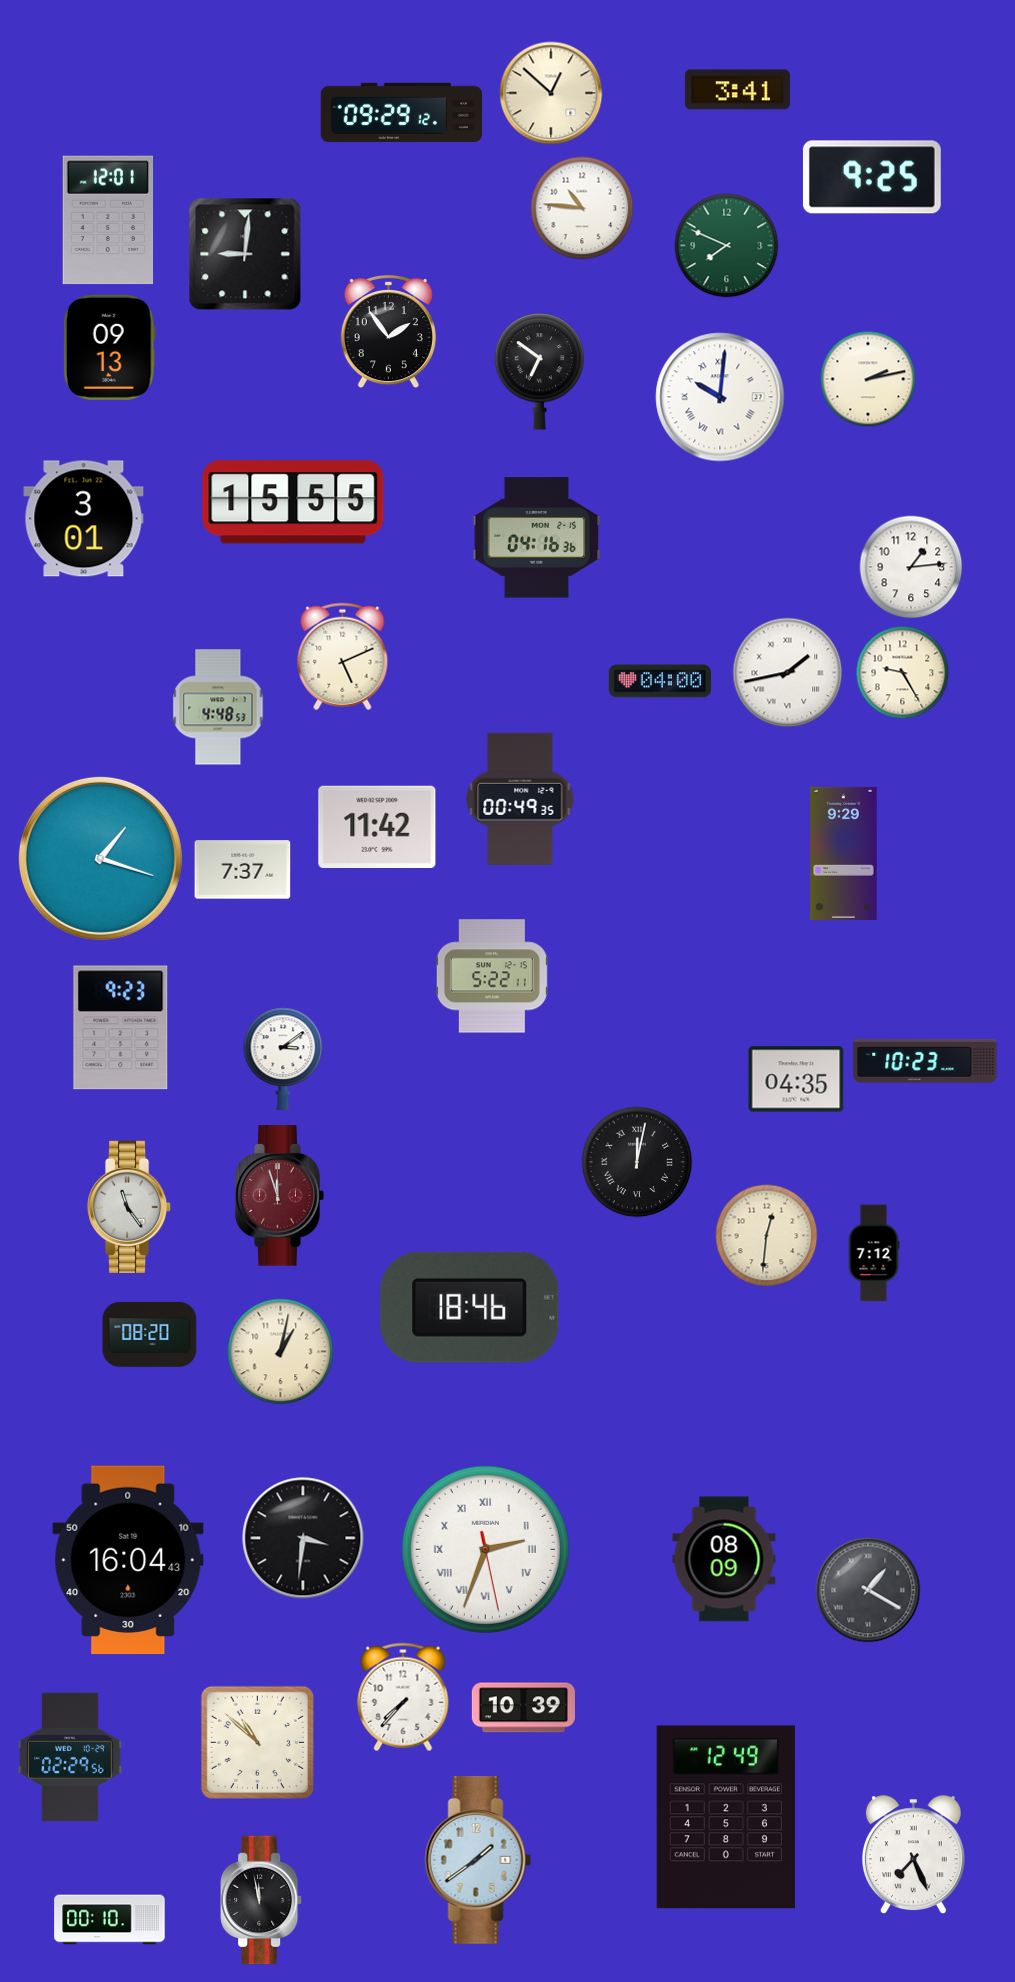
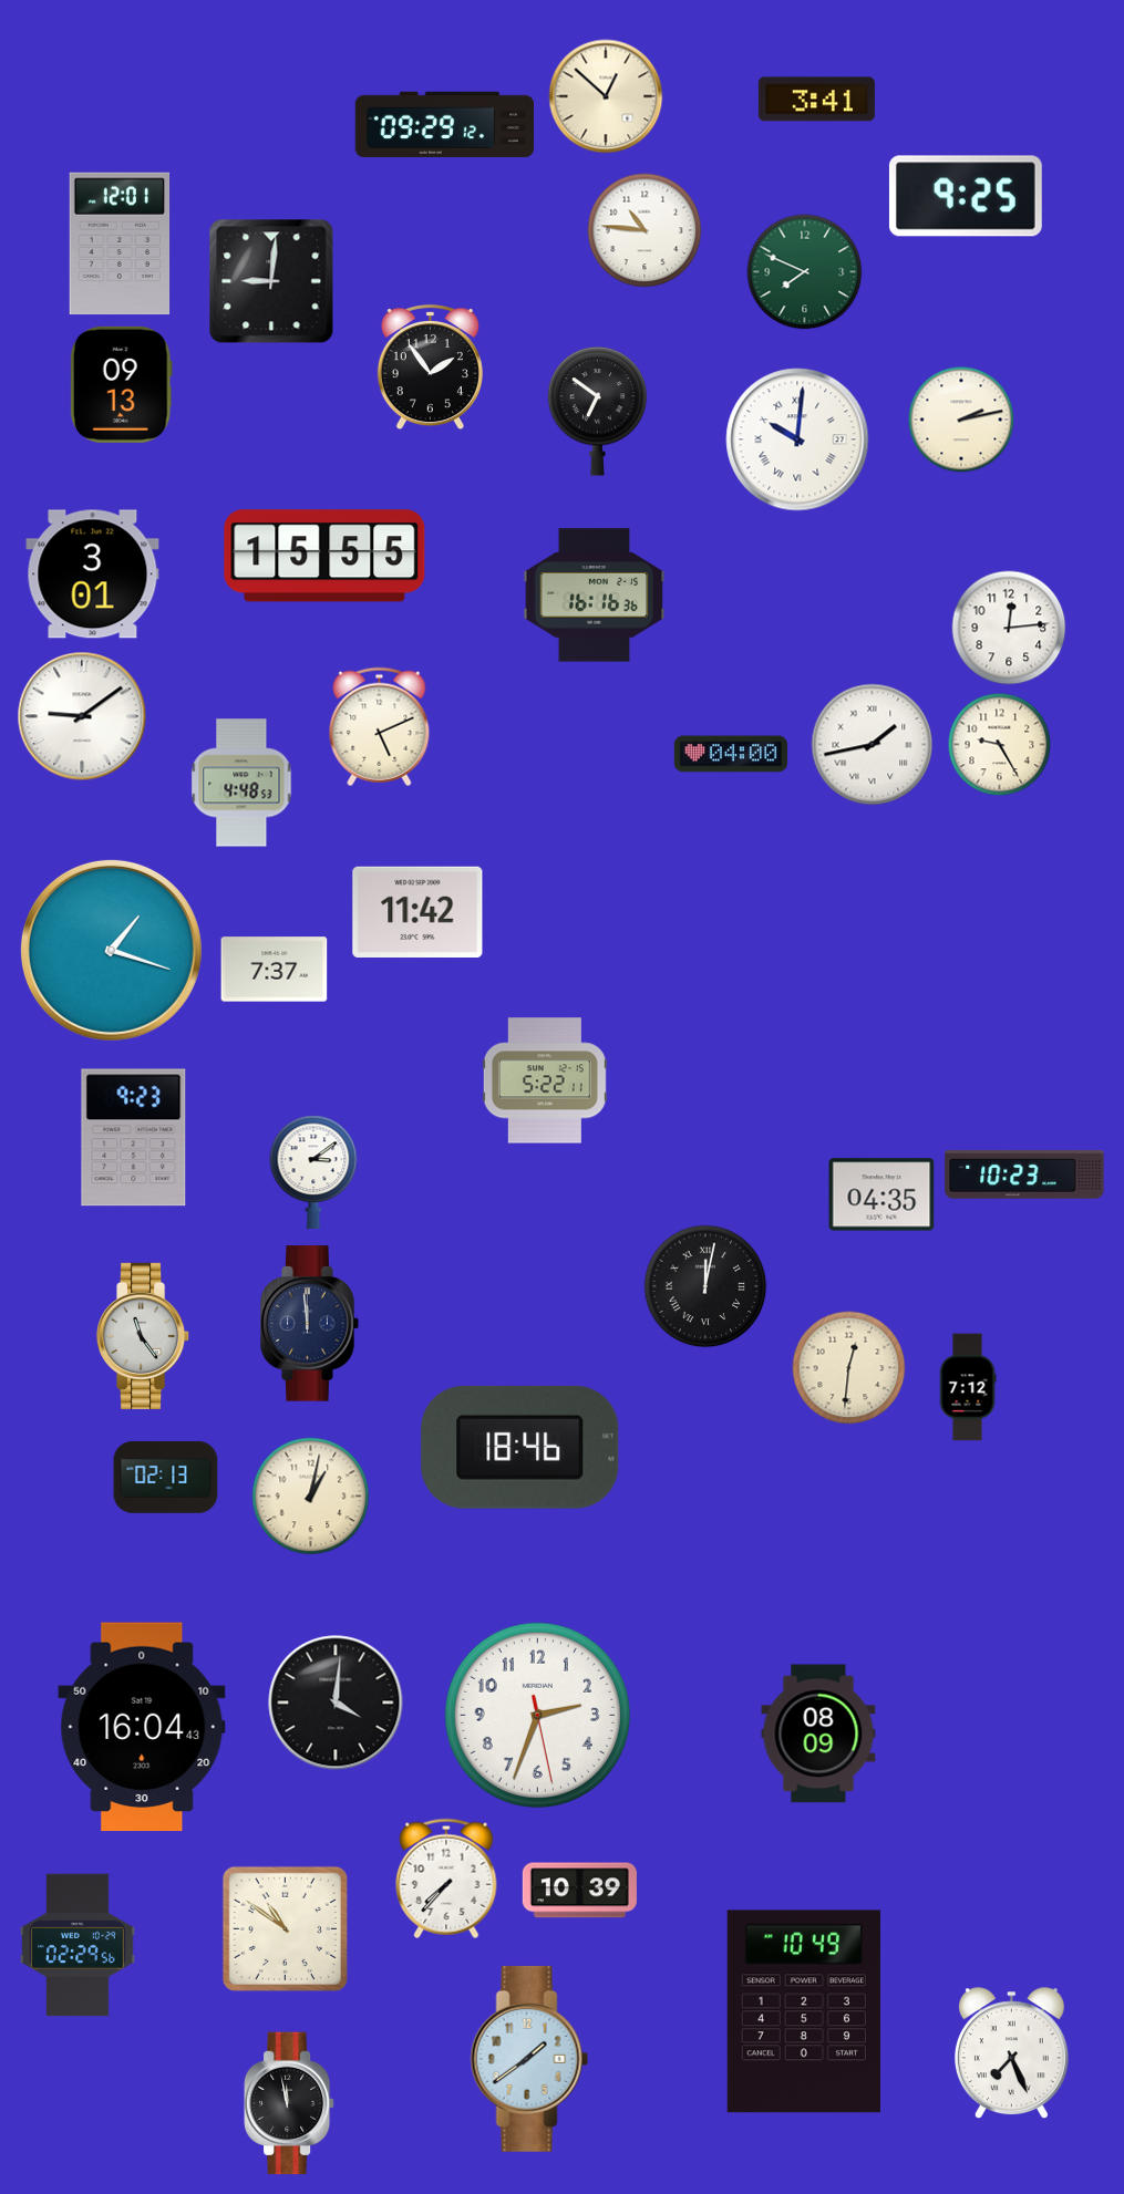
clock at (551, 93) position: (551, 93) -> (606, 96)
clock at (537, 538): 04:16 -> 16:16
clock at (911, 567): 1:14 -> 12:14
clock at (82, 716): none -> 9:09
clock at (520, 799): 00:49 -> none
clock at (377, 826) position: (377, 826) -> (417, 911)
clock at (844, 853): 9:29 -> none
clock at (243, 870) position: (243, 870) -> (275, 970)
clock at (280, 1196): 11:57 -> 11:59
clock at (280, 1196) dial: burgundy -> navy
clock at (150, 1334): 08:20 -> 02:13
clock at (303, 1538): 3:31 -> 4:01
clock at (485, 1549) numerals: Roman -> Arabic
clock at (724, 1559) position: (724, 1559) -> (818, 1734)
clock at (868, 1590): 1:20 -> none
clock at (257, 1742): 10:52 -> 10:51
clock at (726, 1817): 12:49 -> 10:49
clock at (110, 1920): 00:10 -> none
